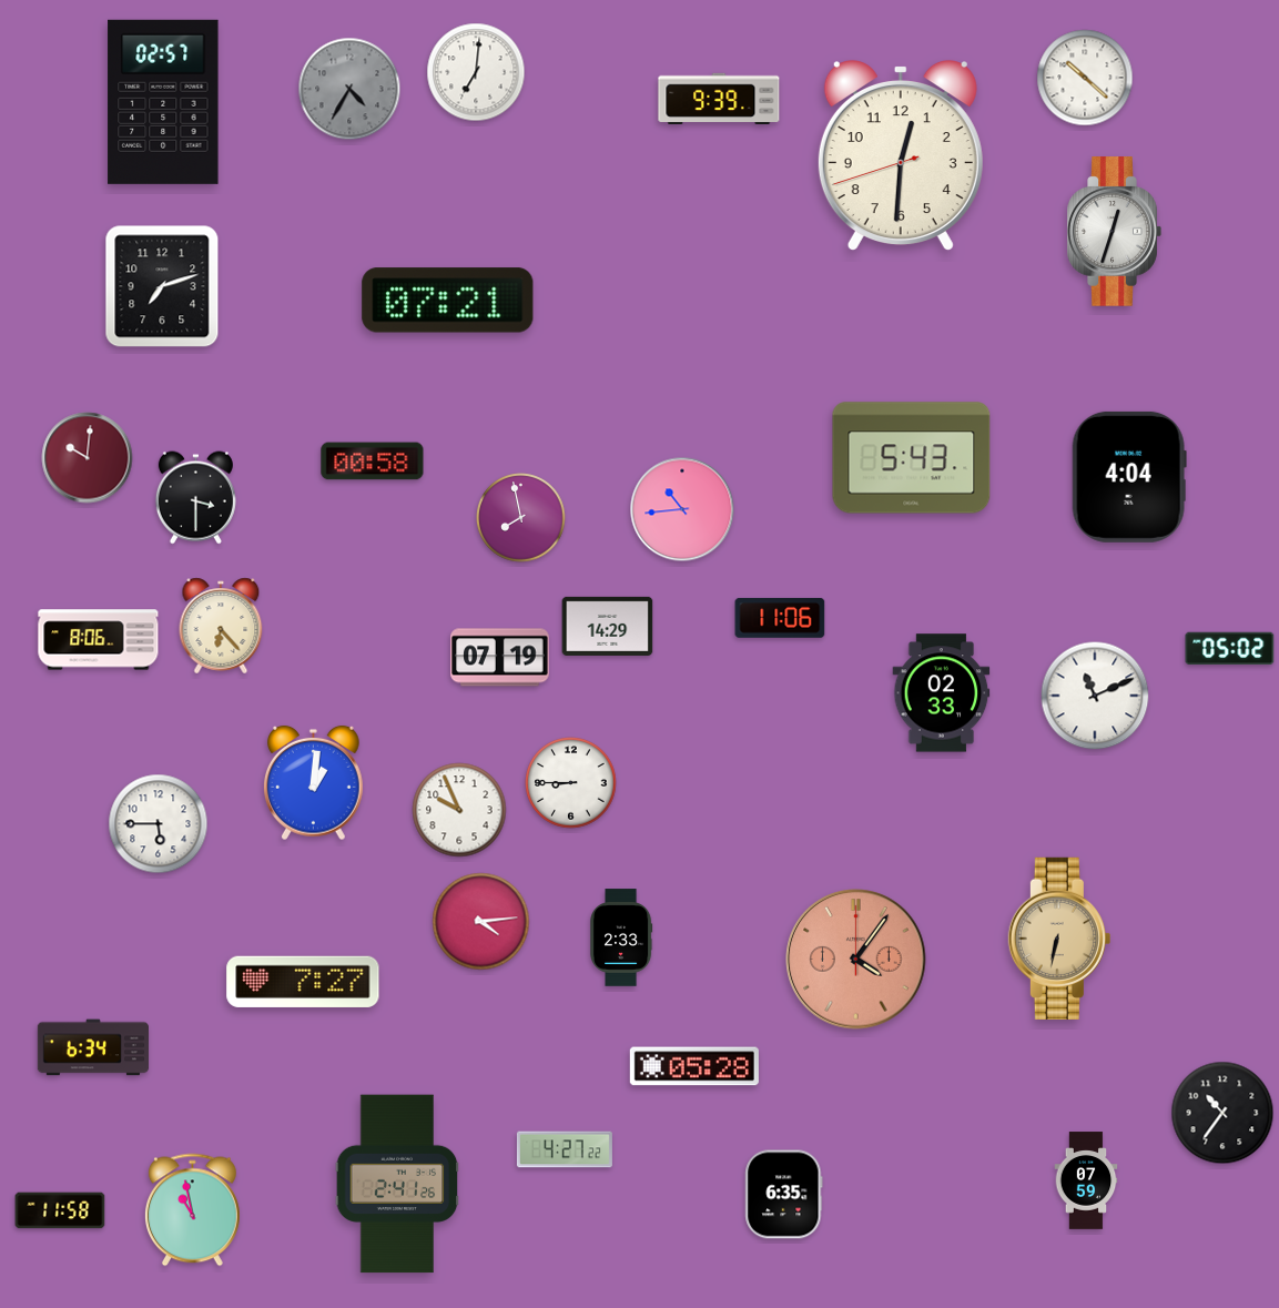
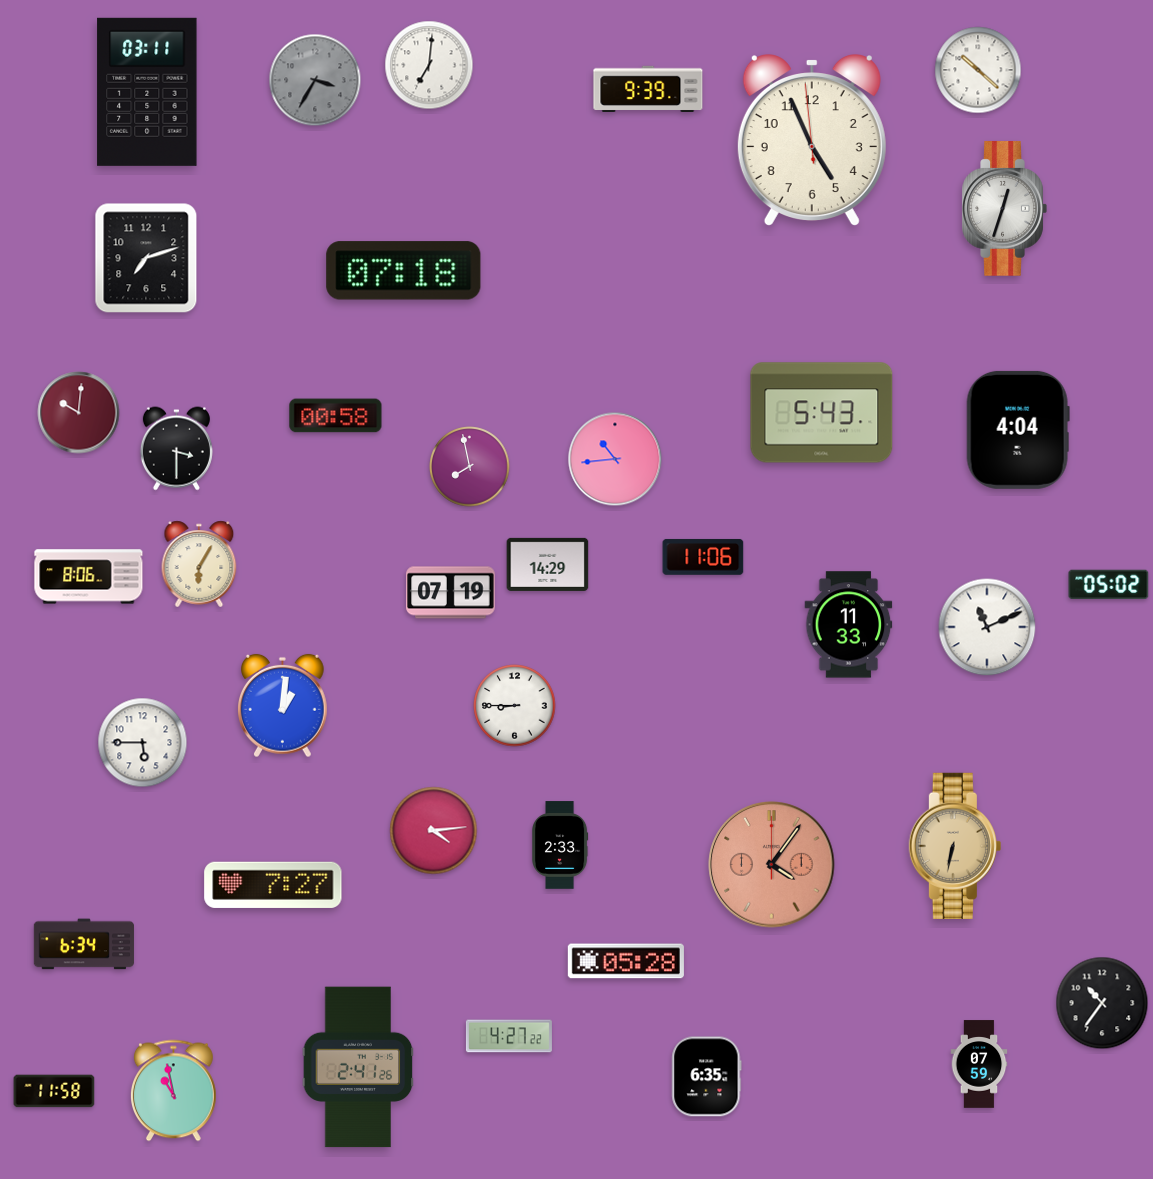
clock at (349, 89): 4:35 -> 3:35
clock at (163, 102): 02:57 -> 03:11
clock at (901, 155): 12:30 -> 4:55
clock at (448, 301): 07:21 -> 07:18
clock at (221, 626): 6:23 -> 6:05
clock at (942, 693): 02:33 -> 11:33
clock at (459, 810): 9:56 -> none
